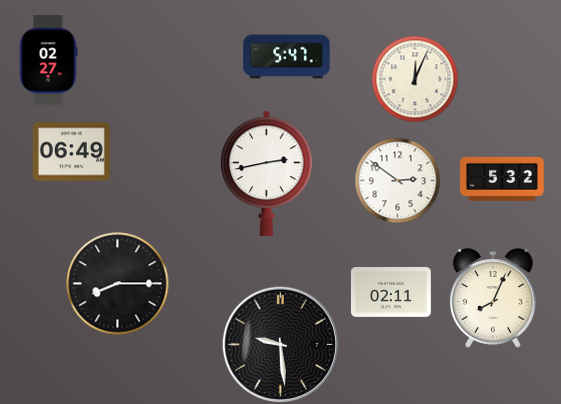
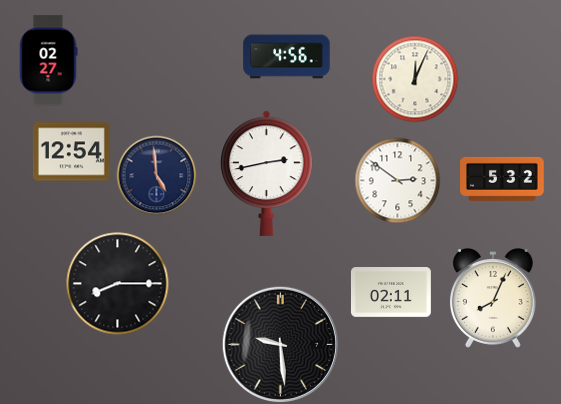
clock at (287, 57): 5:47 -> 4:56
clock at (71, 152): 06:49 -> 12:54
clock at (156, 175): none -> 4:59
